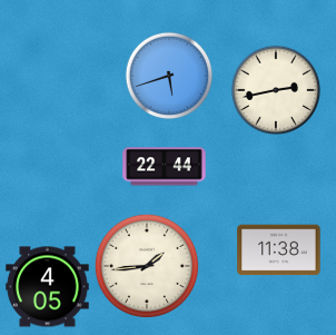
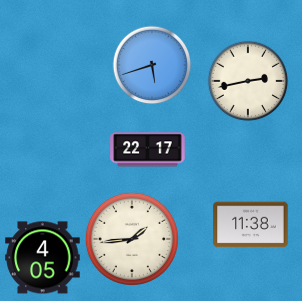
clock at (169, 76) position: (169, 76) -> (152, 65)
clock at (165, 167): 22:44 -> 22:17
